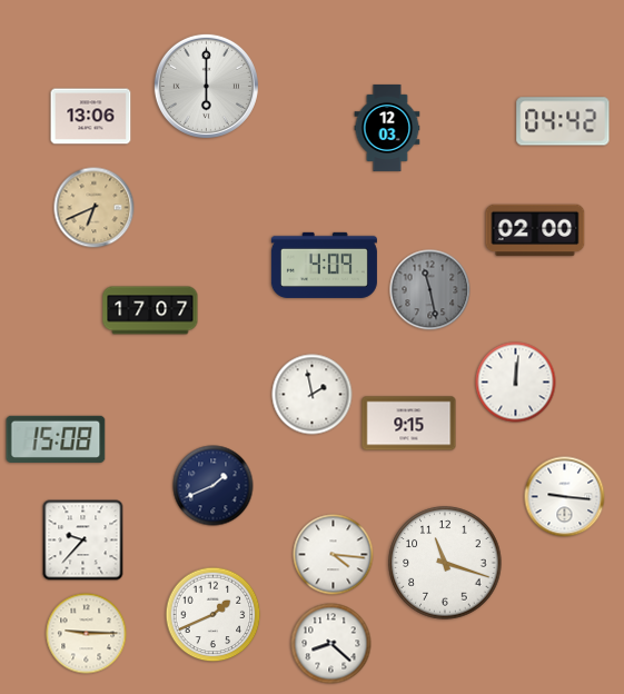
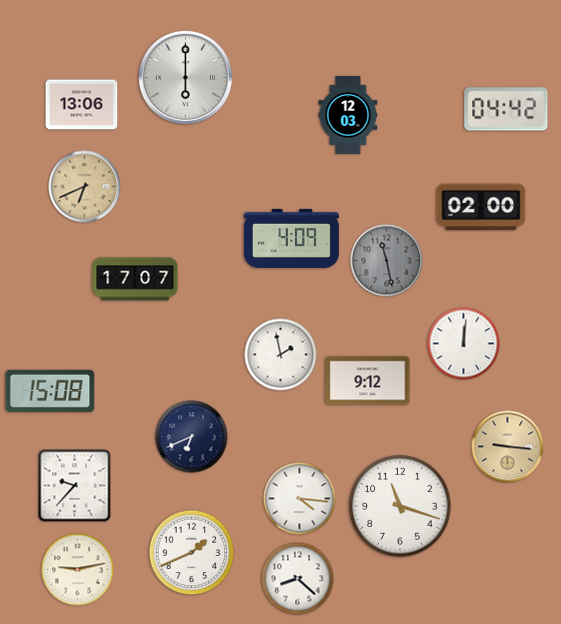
clock at (409, 424): 9:15 -> 9:12
clock at (56, 439) position: (56, 439) -> (50, 391)
clock at (214, 486): 1:41 -> 6:41
clock at (565, 497) dial: white -> champagne
clock at (87, 634): 9:15 -> 9:13
